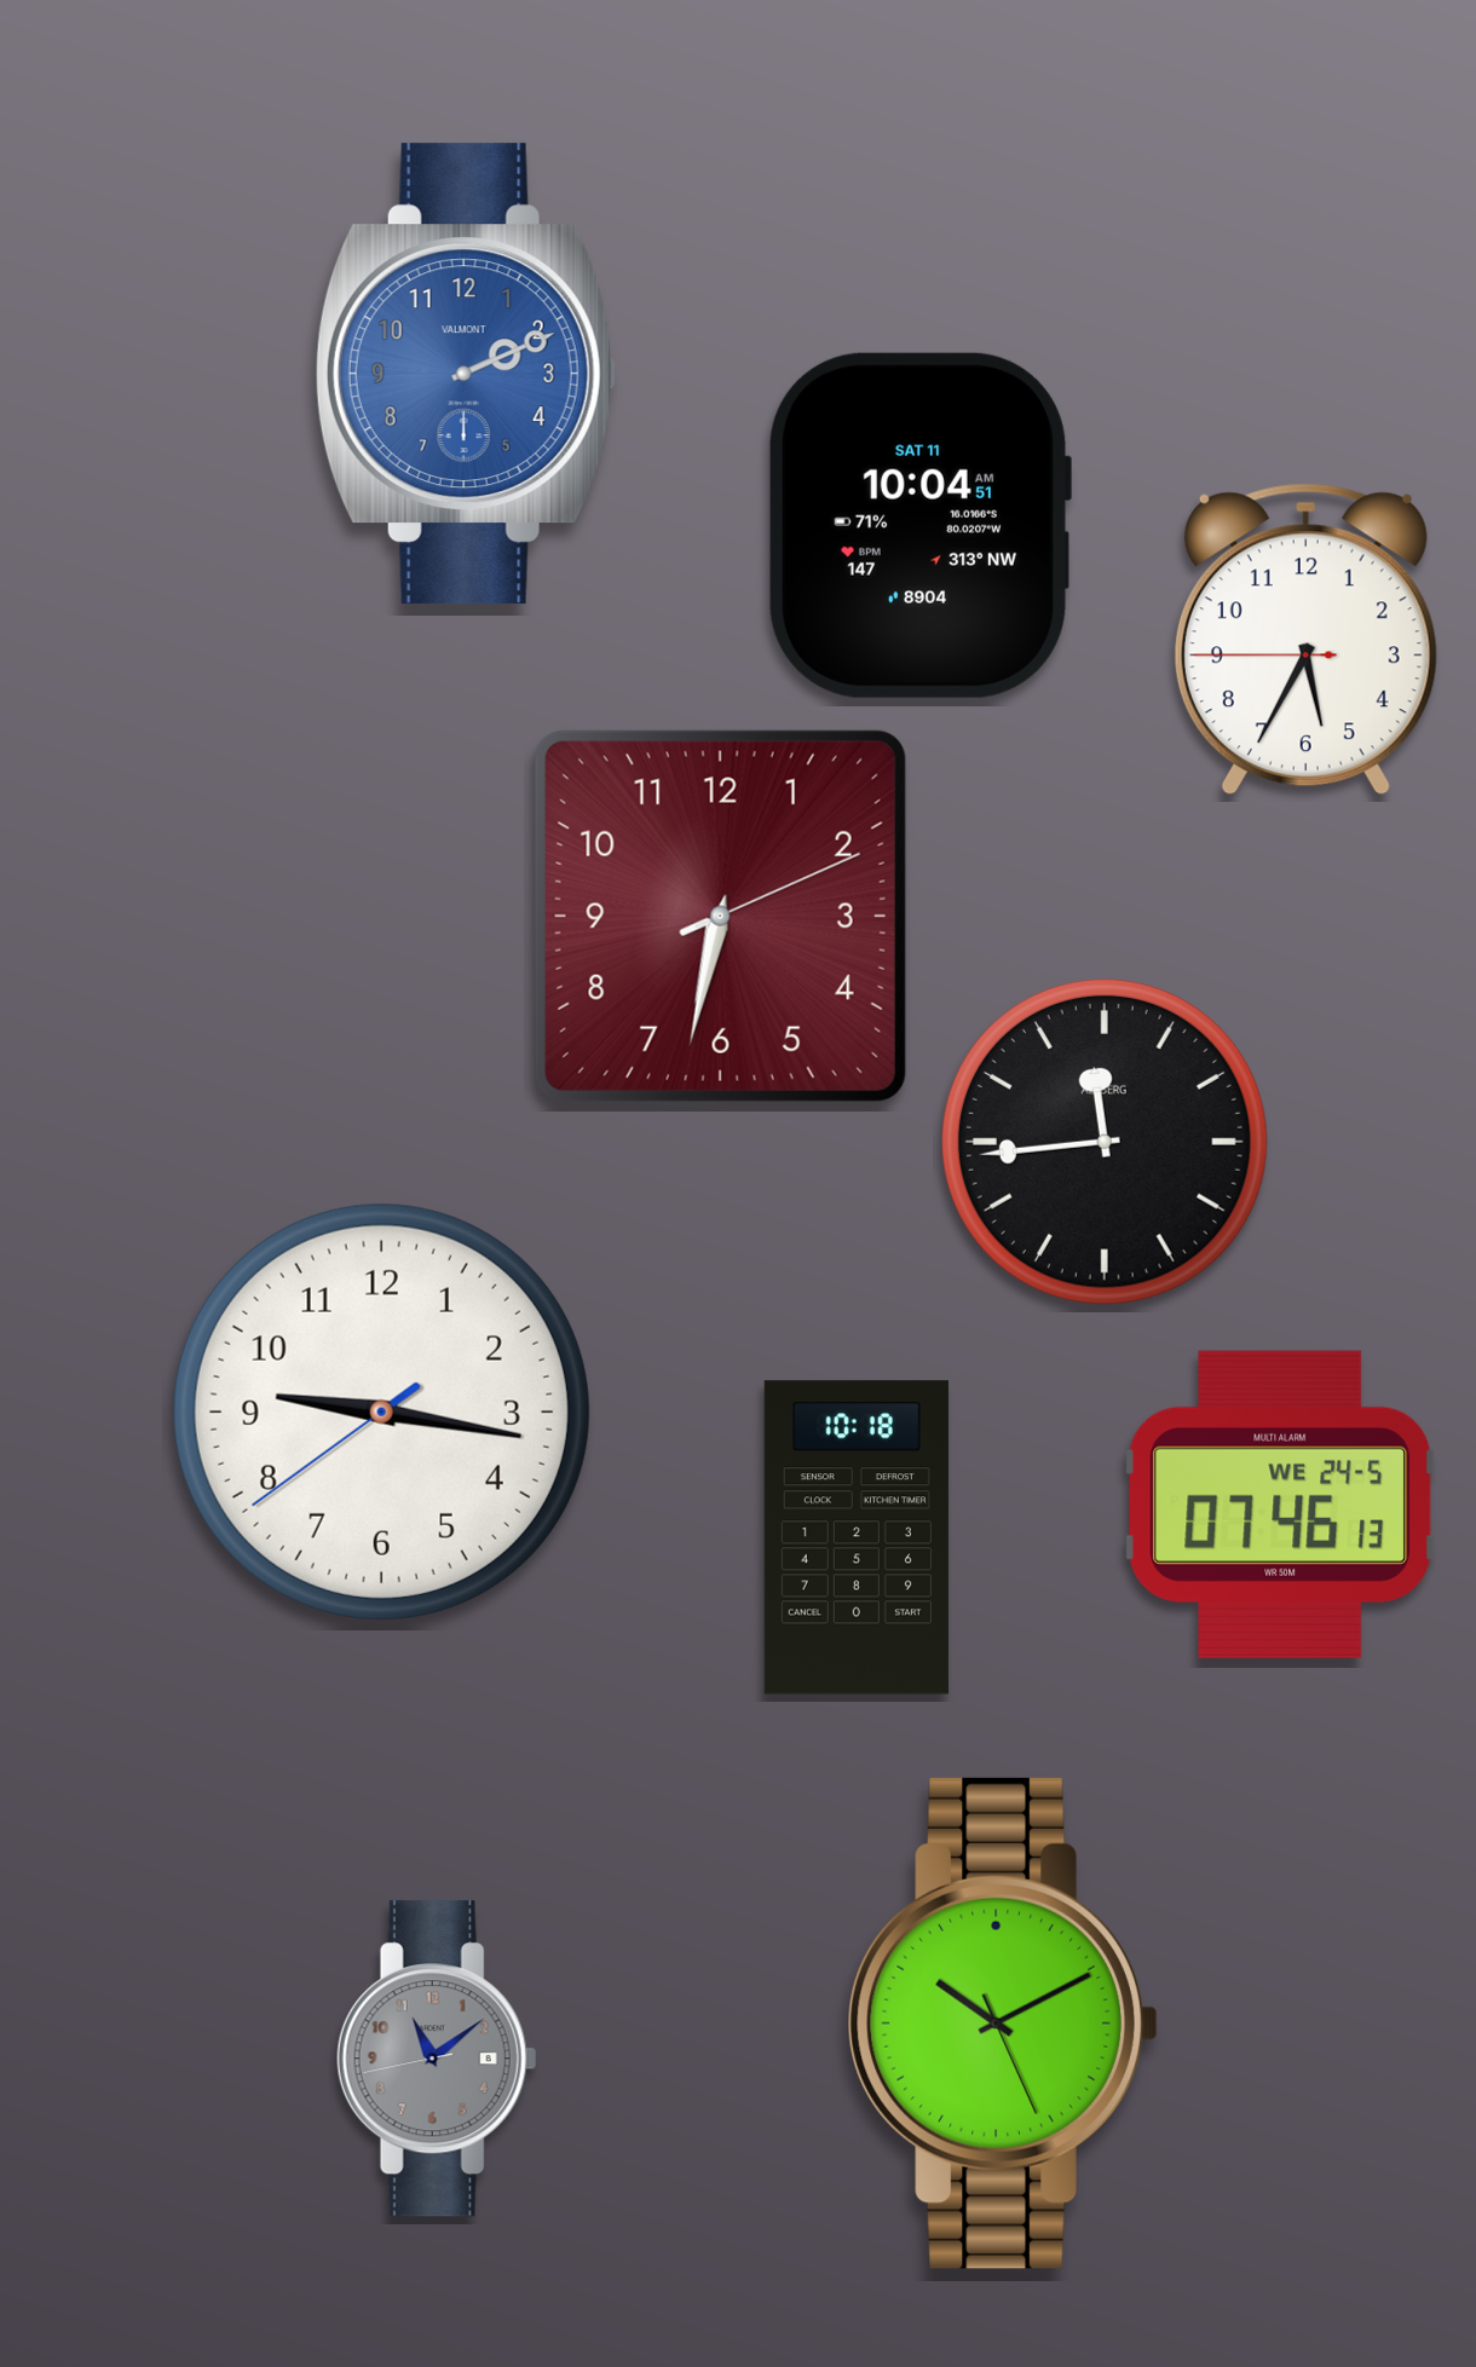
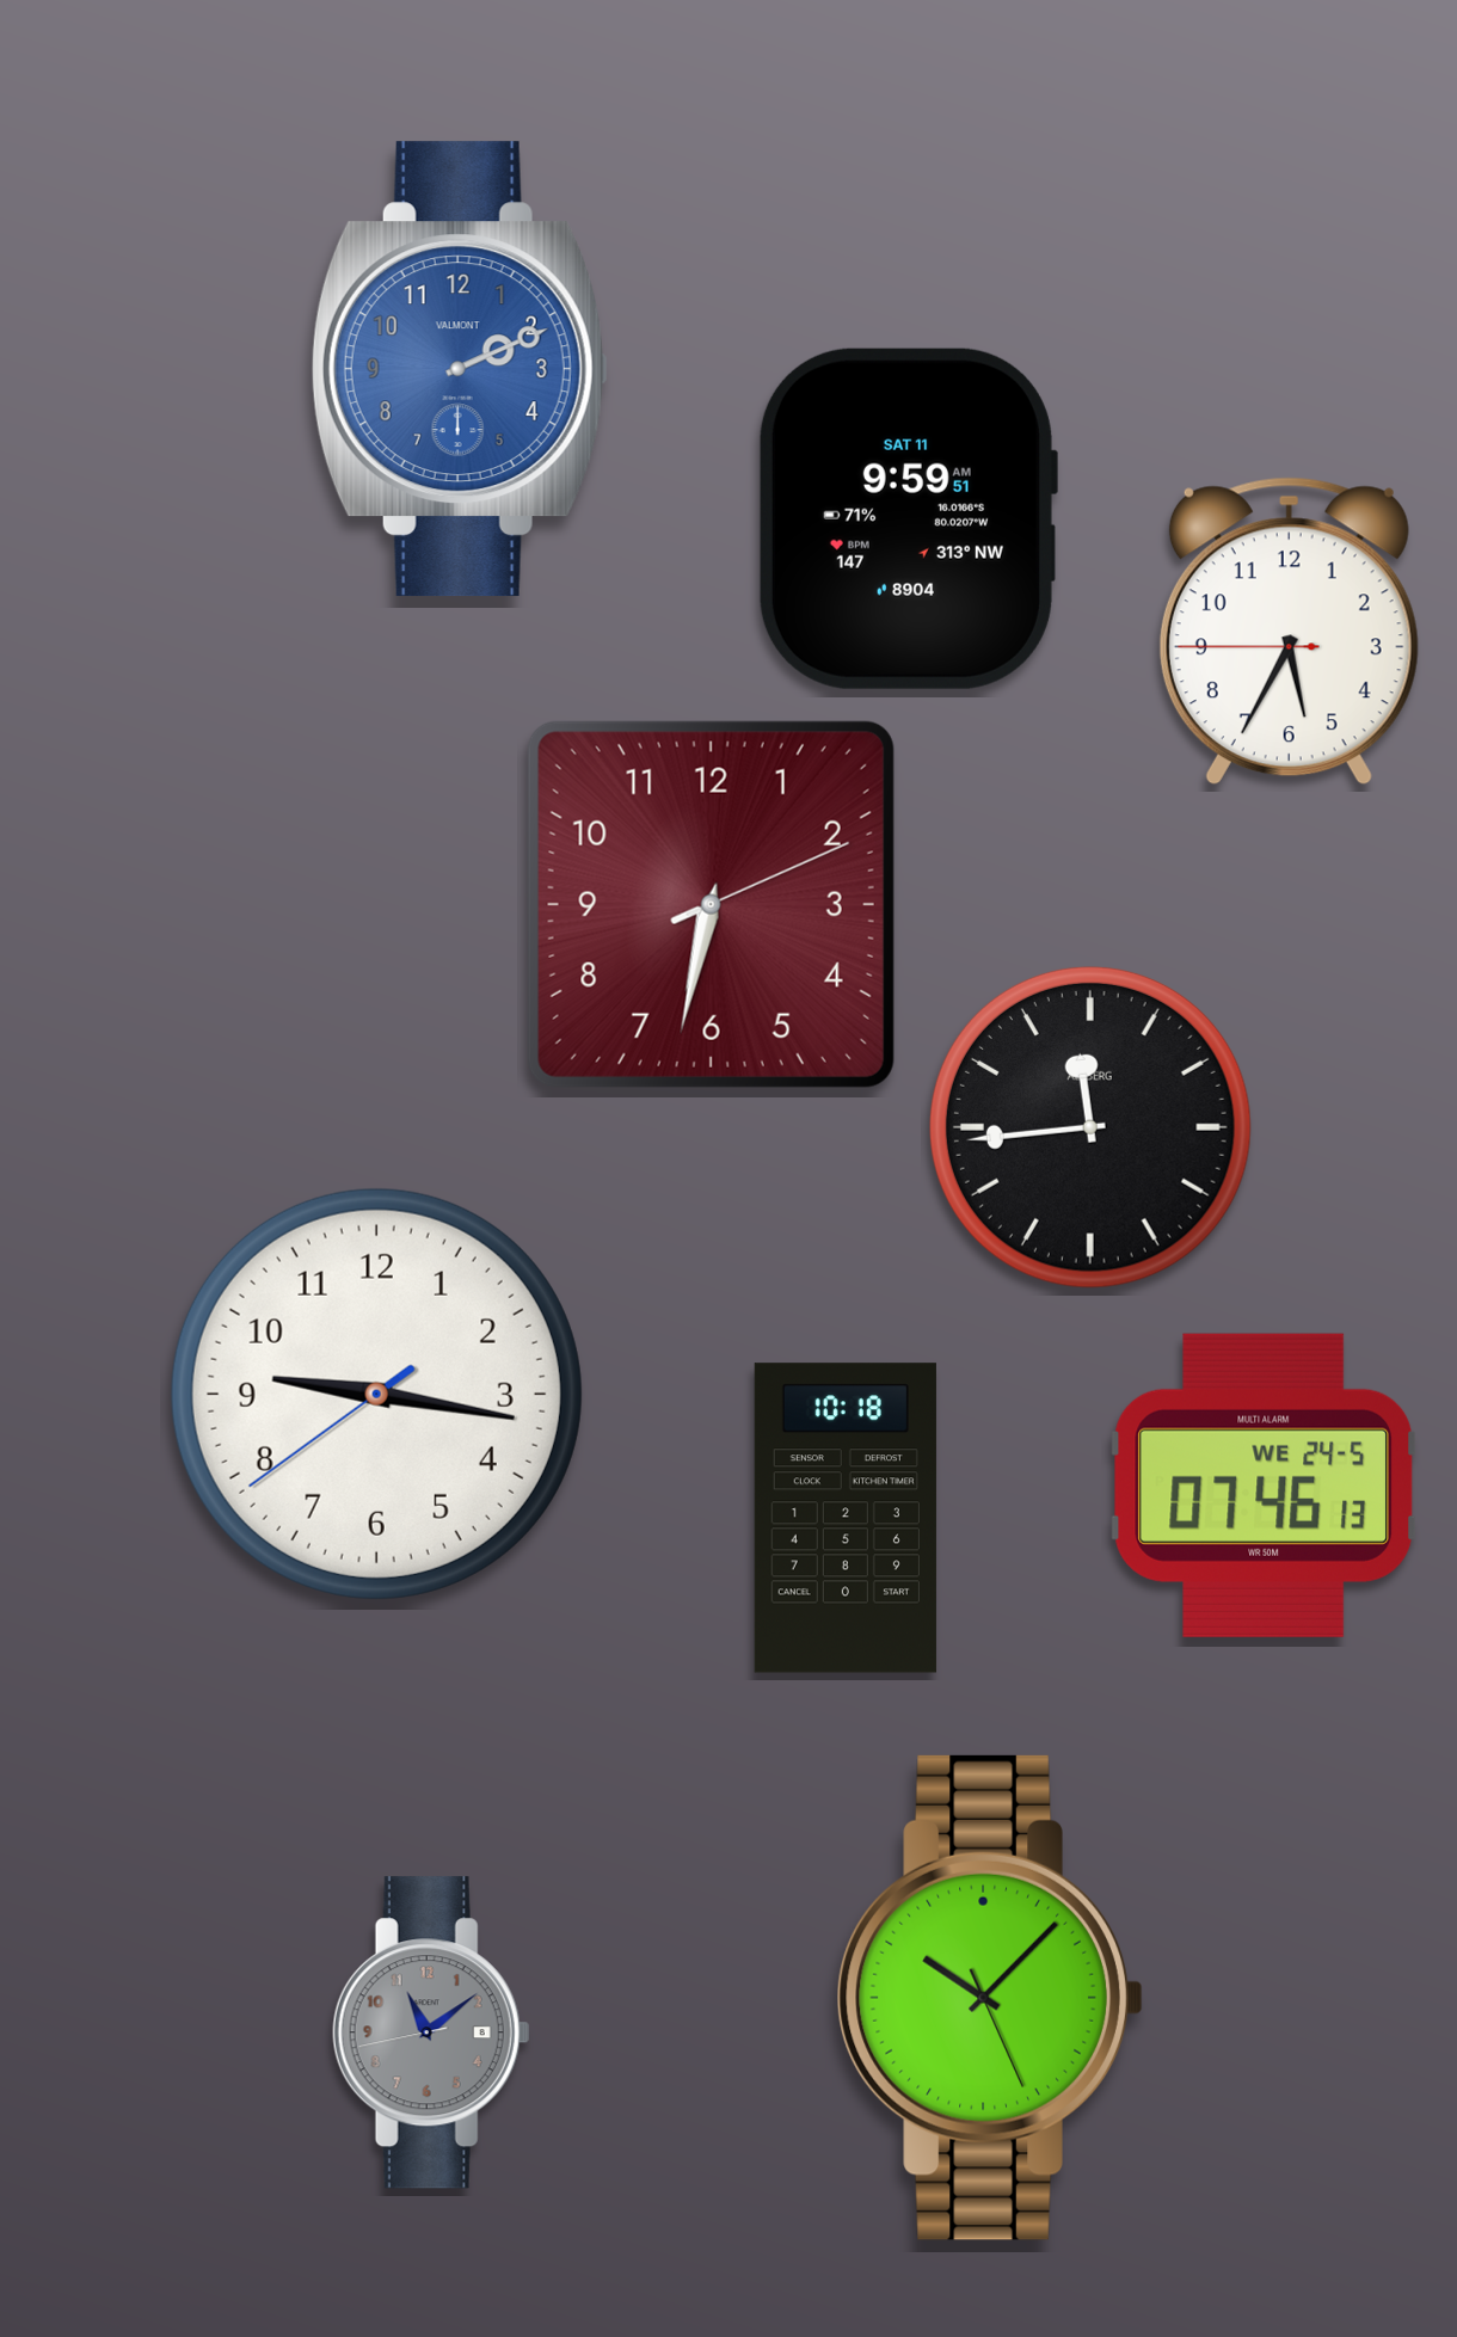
clock at (919, 525): 10:04 -> 9:59
clock at (1003, 2024): 10:10 -> 10:07
